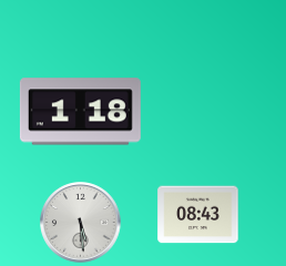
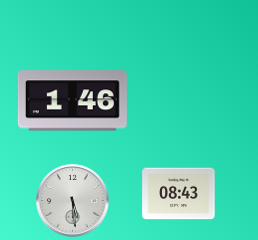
clock at (80, 112): 1:18 -> 1:46
